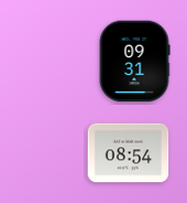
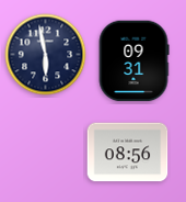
clock at (46, 55): none -> 5:58
clock at (129, 153): 08:54 -> 08:56
